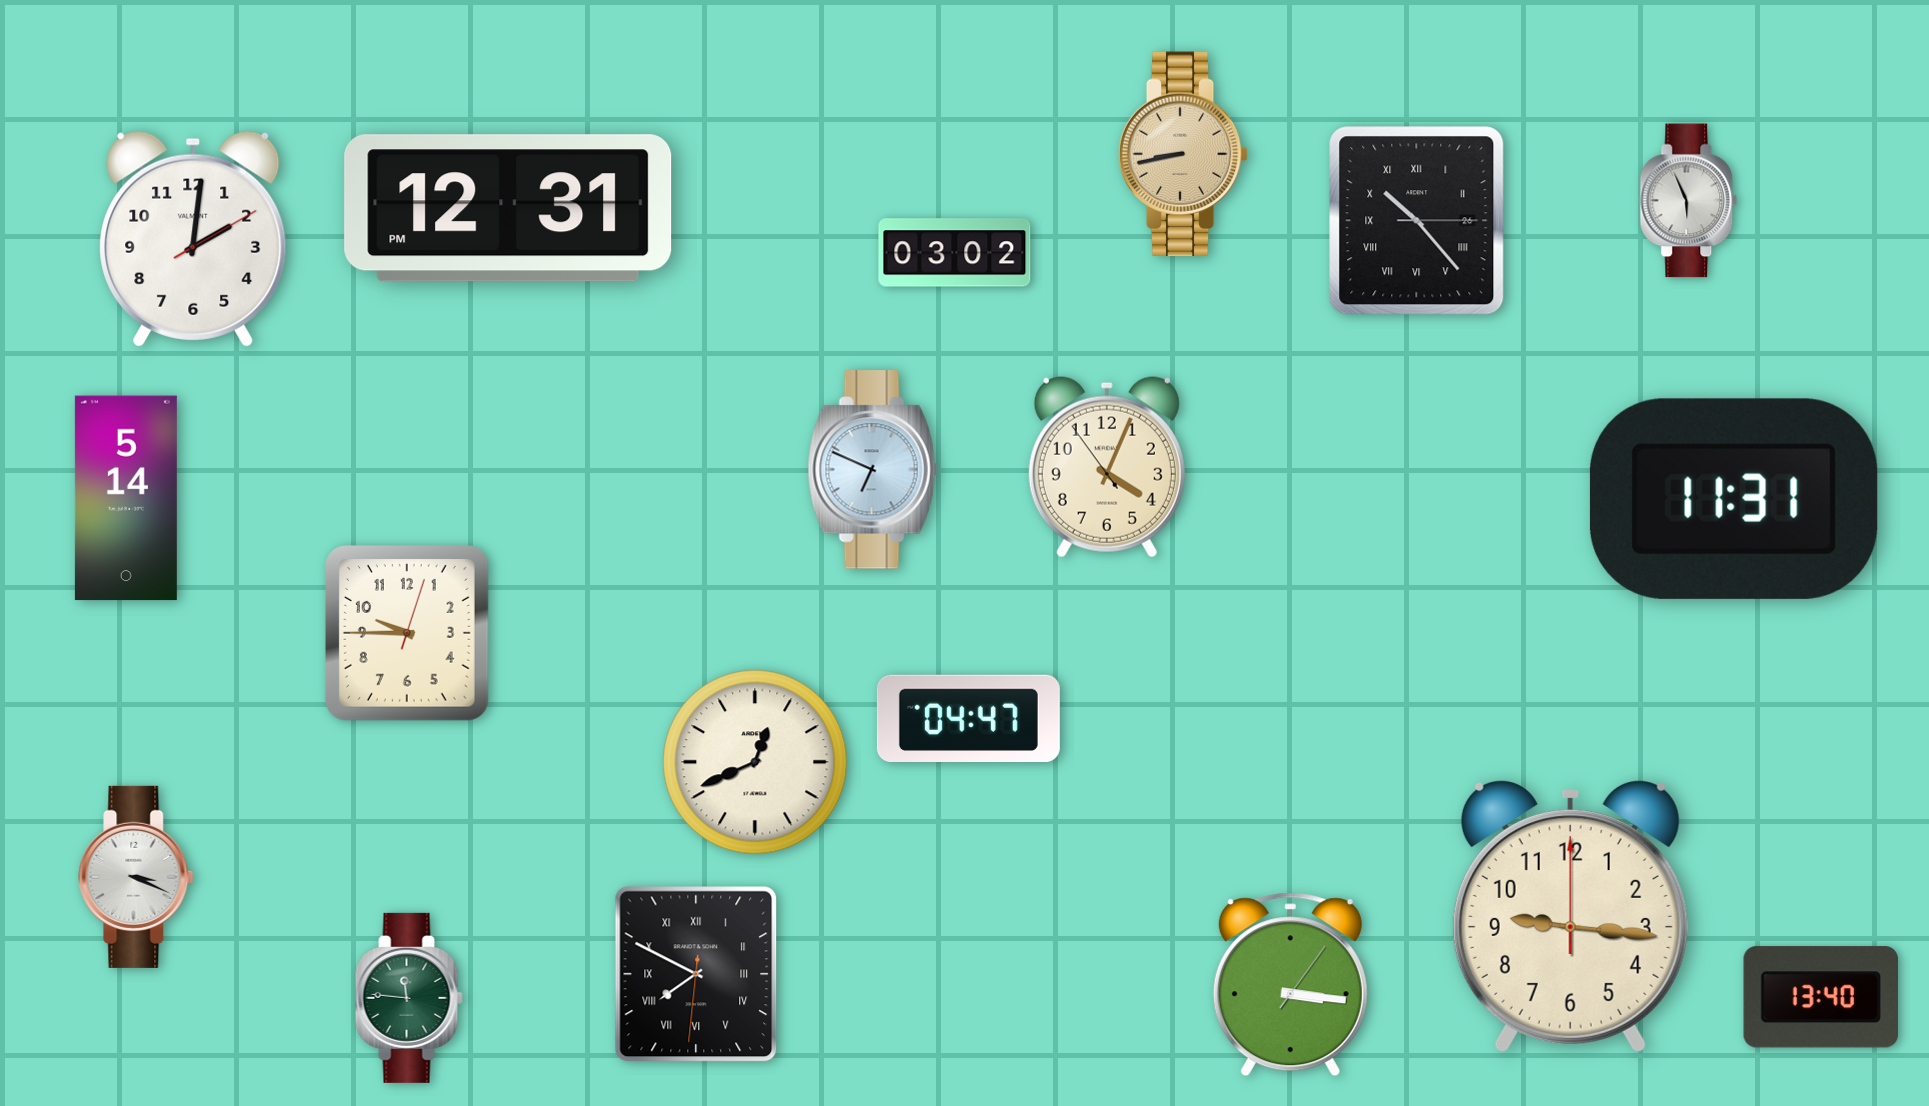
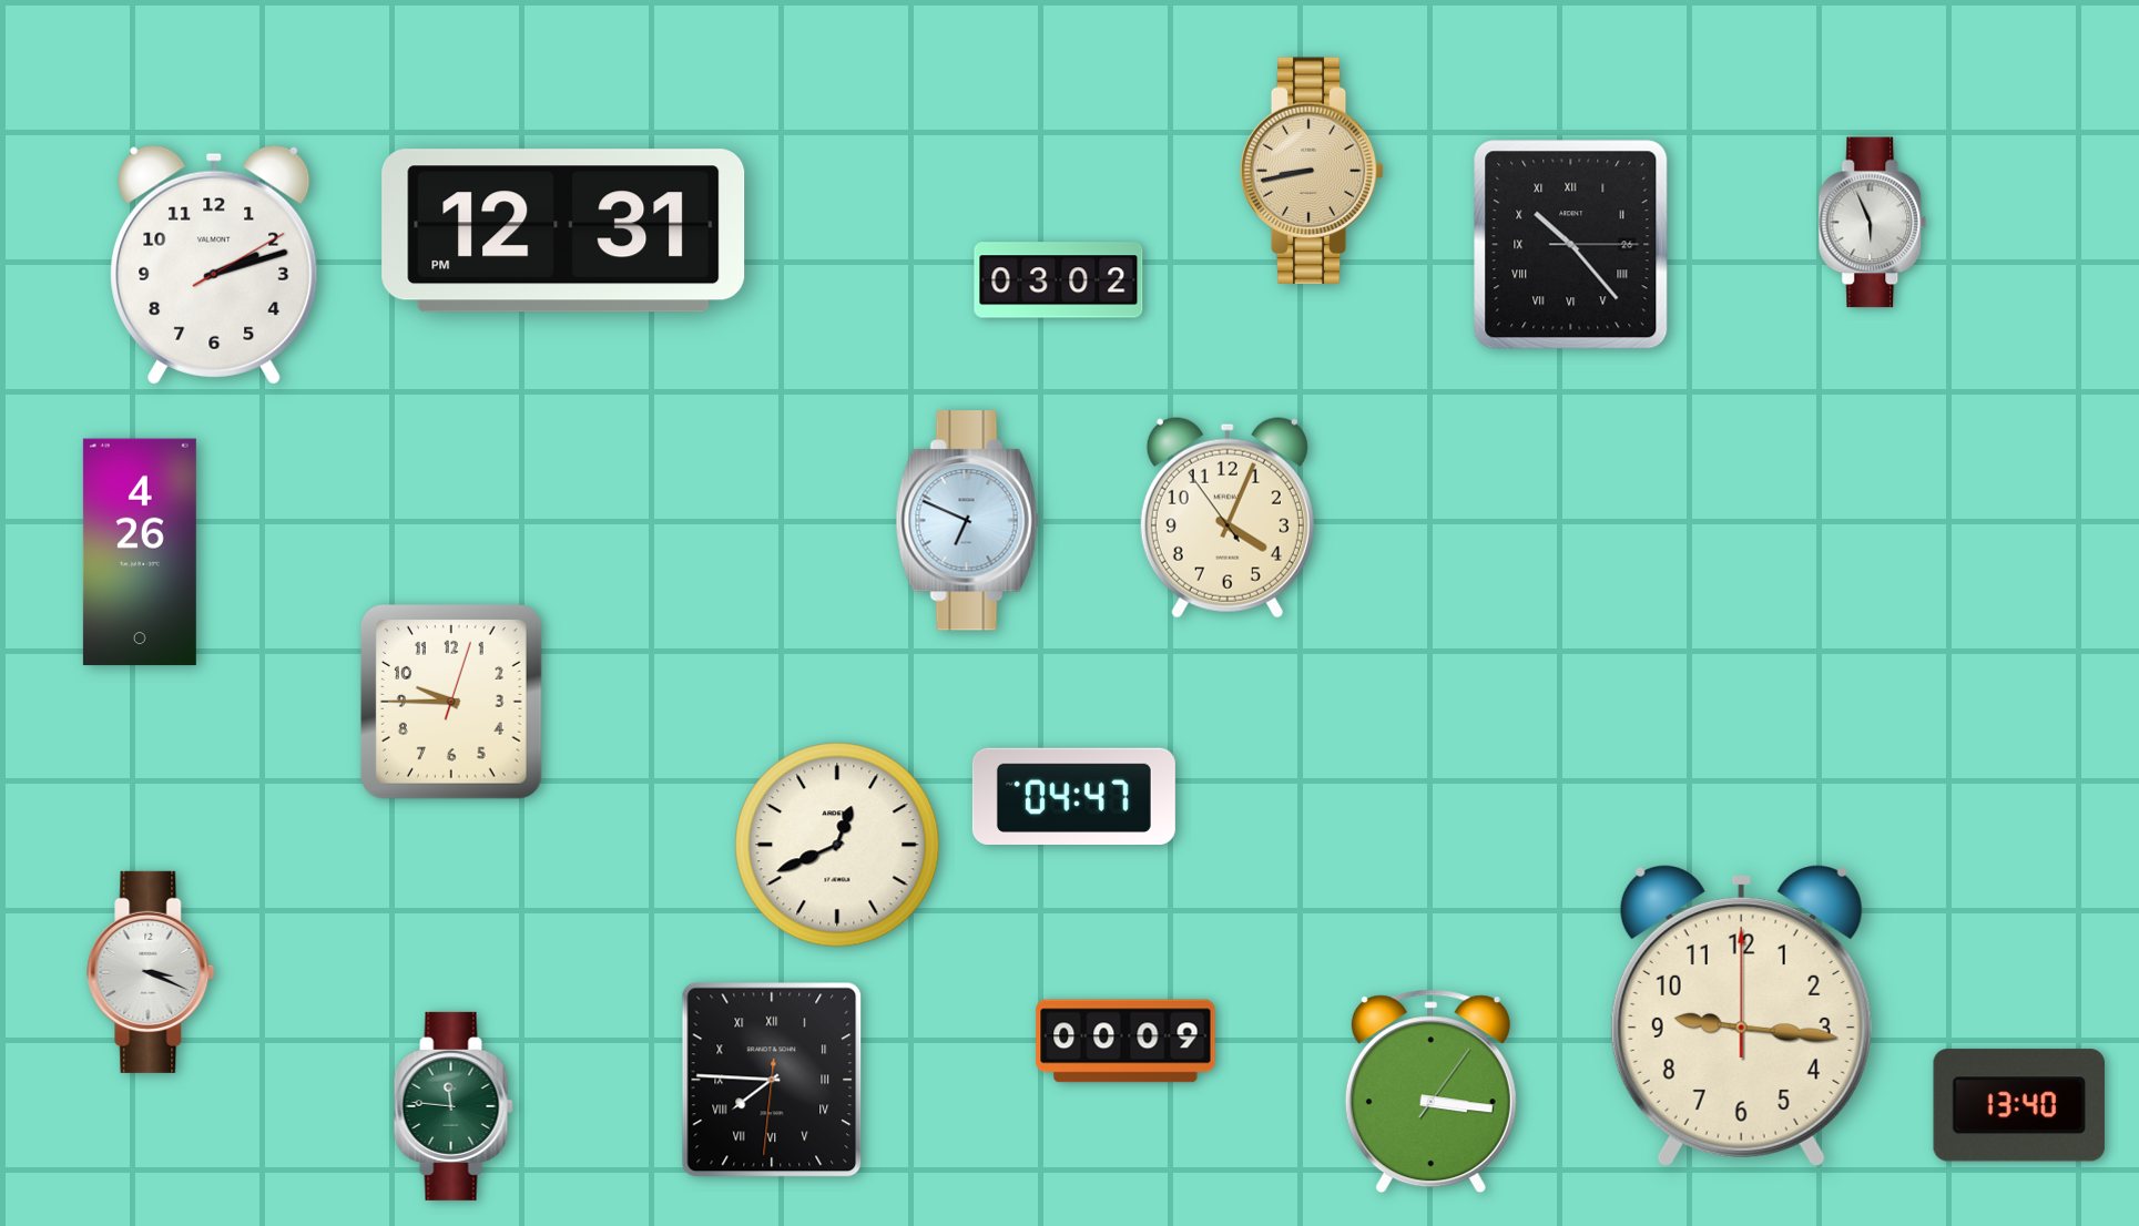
clock at (193, 239): 2:01 -> 2:12
clock at (126, 498): 5:14 -> 4:26
clock at (1734, 499): 11:31 -> none
clock at (1125, 1041): none -> 00:09
clock at (696, 974): 7:49 -> 7:45
